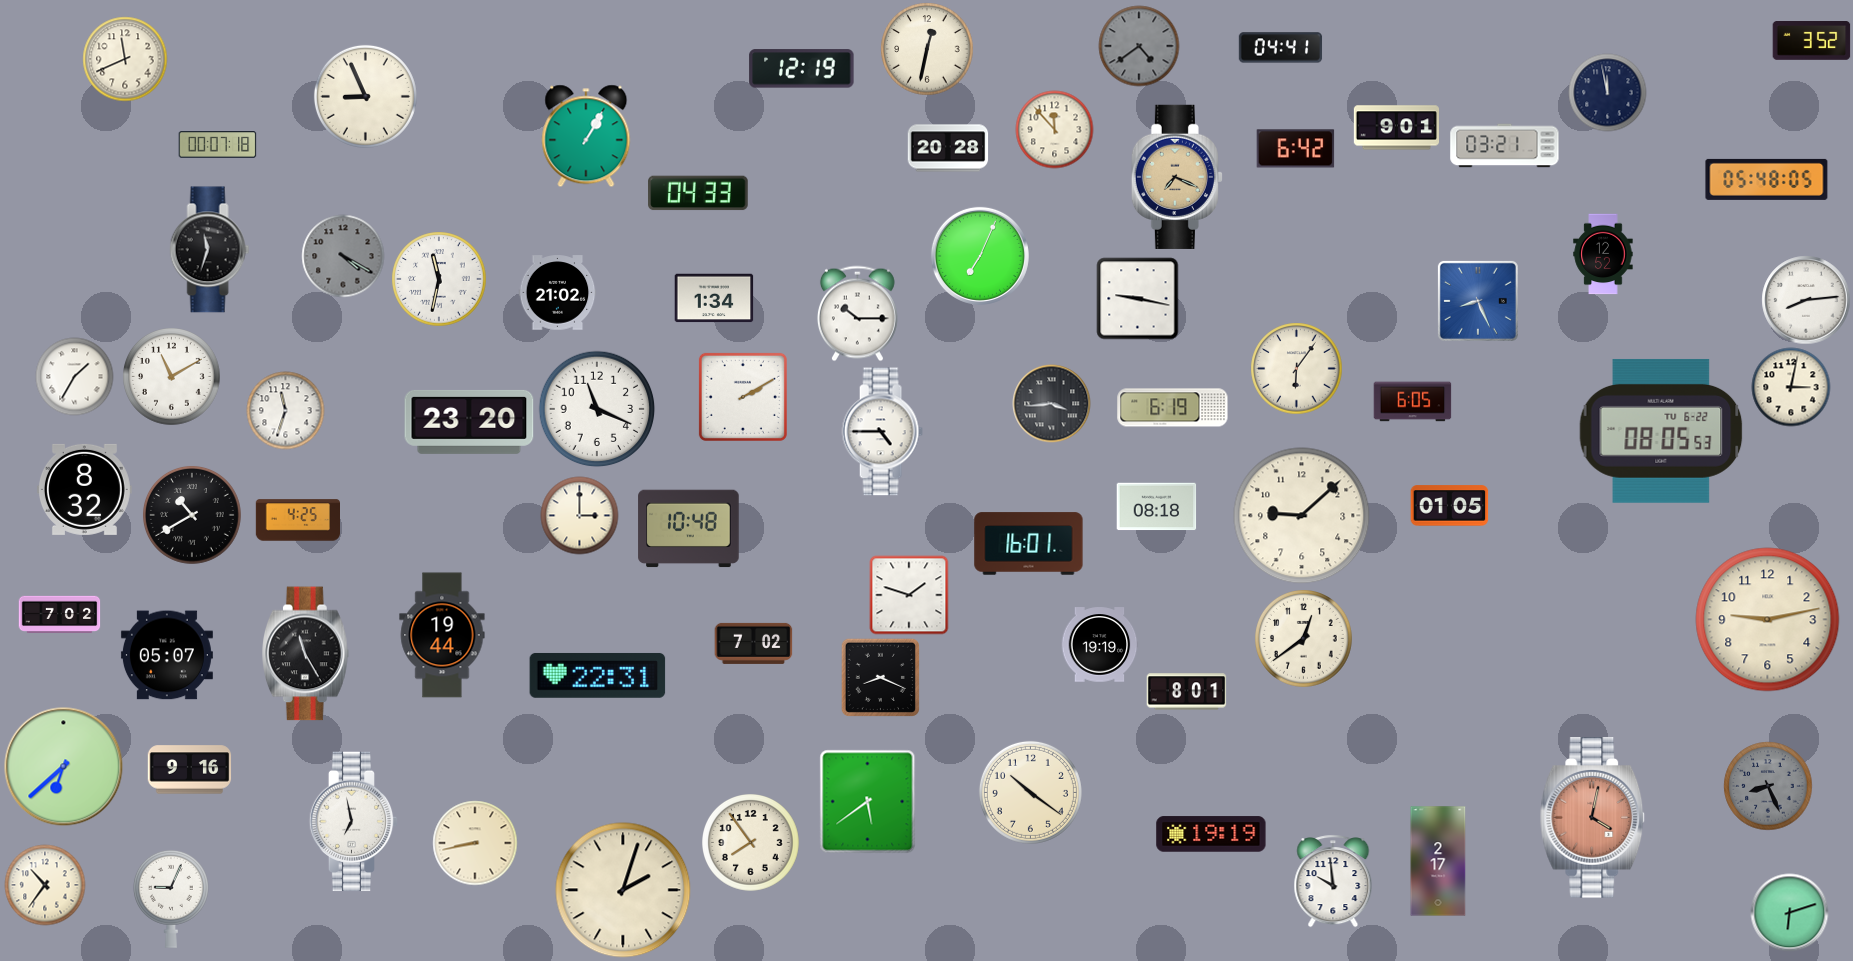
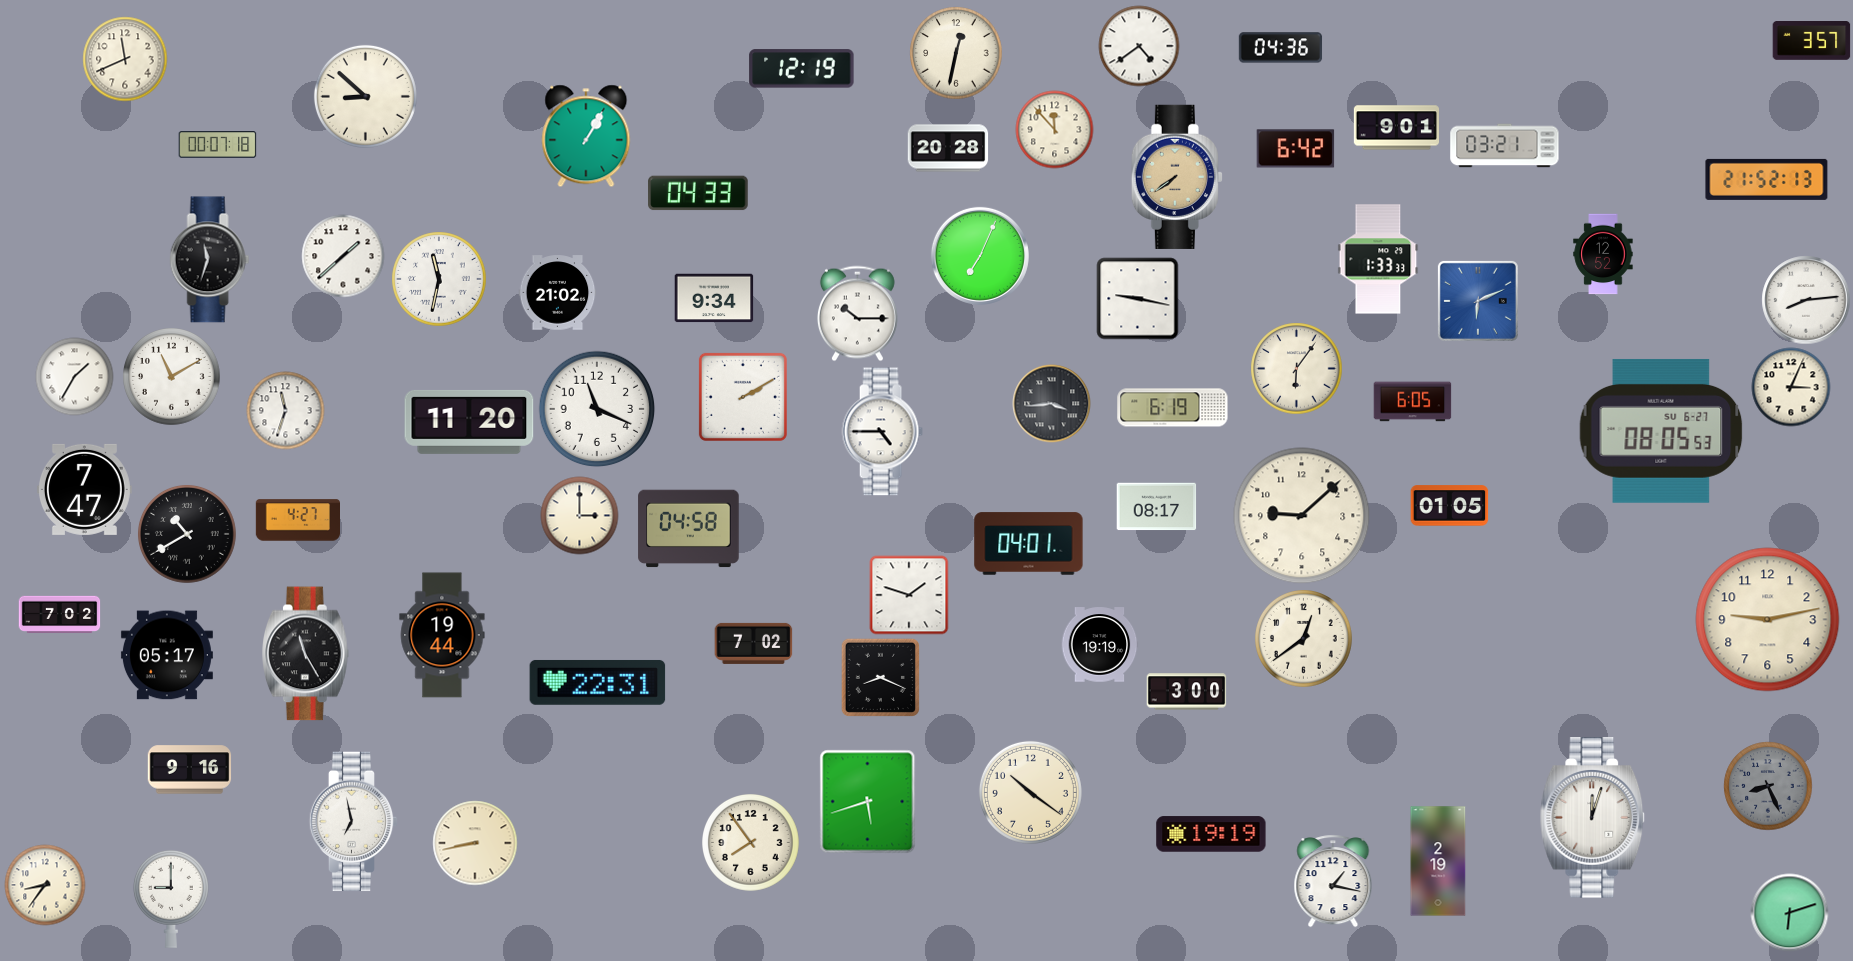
clock at (1811, 41): 3:52 -> 3:57
clock at (1139, 46) dial: grey -> white
clock at (1280, 48): 04:41 -> 04:36
clock at (927, 49) position: (927, 49) -> (956, 53)
clock at (1607, 92): 11:58 -> none
clock at (365, 96): 8:56 -> 8:52
clock at (1177, 177): 7:19 -> 7:39
clock at (1767, 179): 05:48 -> 21:52
clock at (210, 250) position: (210, 250) -> (210, 260)
clock at (343, 256): 4:20 -> 1:38
clock at (343, 256) dial: grey -> white
clock at (1378, 259): none -> 1:33
clock at (714, 298): 1:34 -> 9:34
clock at (1478, 301): 8:26 -> 6:11
clock at (1791, 387): 3:02 -> 3:04
clock at (469, 422): 23:20 -> 11:20
clock at (1661, 431) date: TU 6-22 -> SU 6-27
clock at (84, 489): 8:32 -> 7:47
clock at (1156, 507): 08:18 -> 08:17
clock at (192, 515) position: (192, 515) -> (187, 534)
clock at (297, 520): 4:25 -> 4:27
clock at (689, 529): 10:48 -> 04:58
clock at (1029, 544): 16:01 -> 04:01
clock at (167, 655): 05:07 -> 05:17
clock at (598, 675) position: (598, 675) -> (598, 682)
clock at (1186, 692): 8:01 -> 3:00
clock at (64, 767): 6:38 -> none
clock at (868, 801): 5:39 -> 5:42
clock at (1593, 818): 4:02 -> 12:03
clock at (1593, 818) dial: salmon -> white
clock at (1438, 861): 2:17 -> 2:19
clock at (1333, 881): 9:59 -> 1:17
clock at (45, 885): 10:36 -> 8:36
clock at (623, 890): 2:03 -> none
clock at (171, 899): 9:04 -> 9:00
